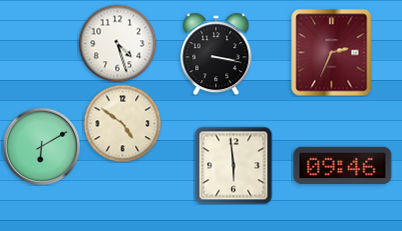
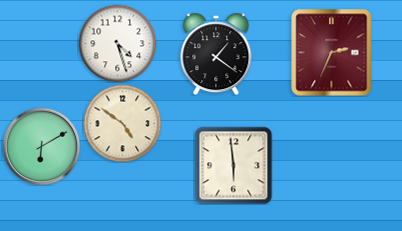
clock at (216, 54): 3:17 -> 1:21
clock at (343, 166): 09:46 -> none
